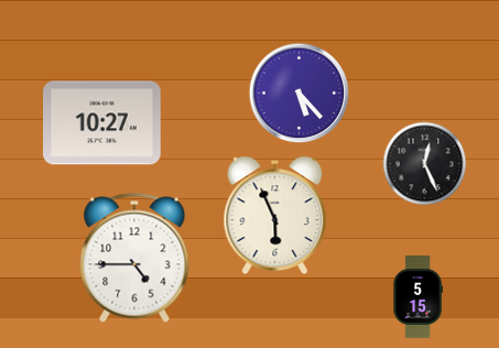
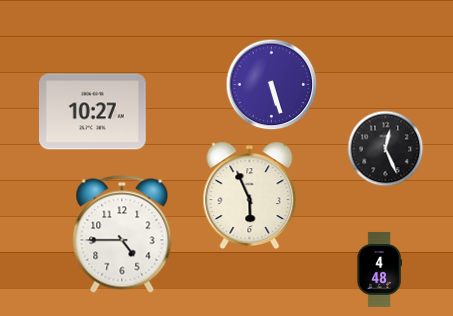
clock at (300, 94): 5:23 -> 5:27
clock at (417, 296): 5:15 -> 4:48
